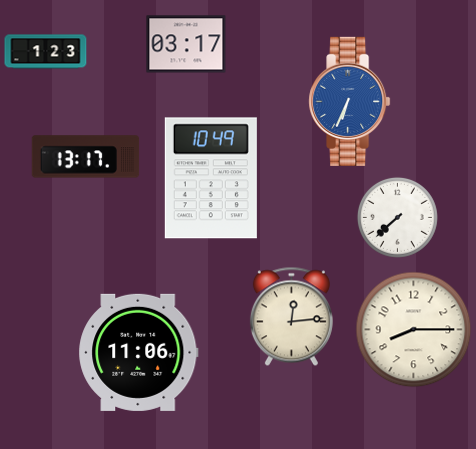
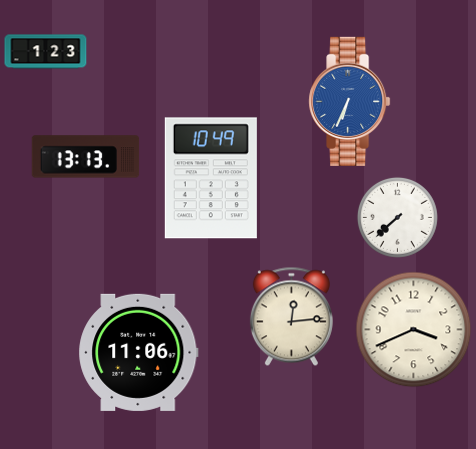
clock at (186, 44): 03:17 -> none
clock at (86, 157): 13:17 -> 13:13
clock at (414, 330): 8:15 -> 3:41
